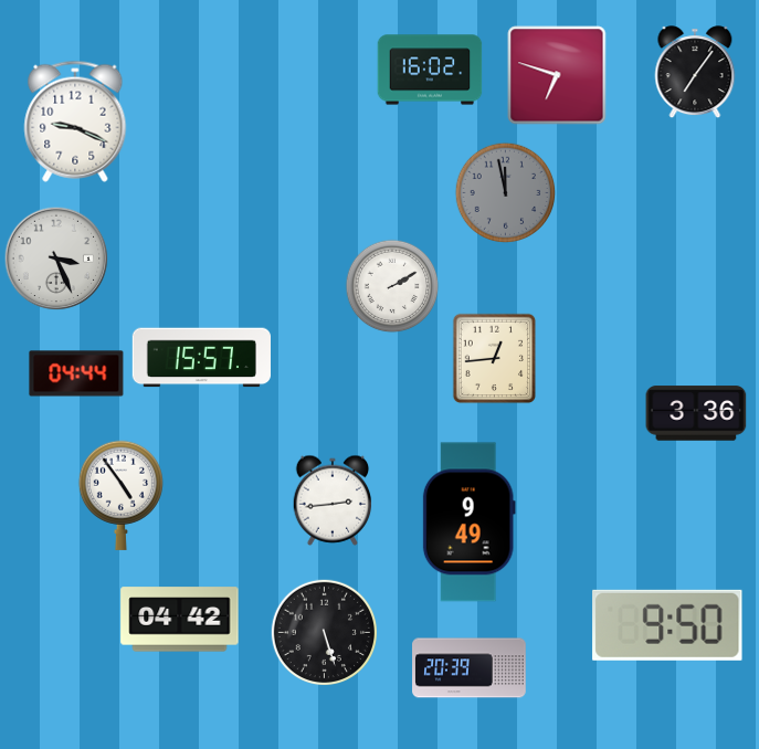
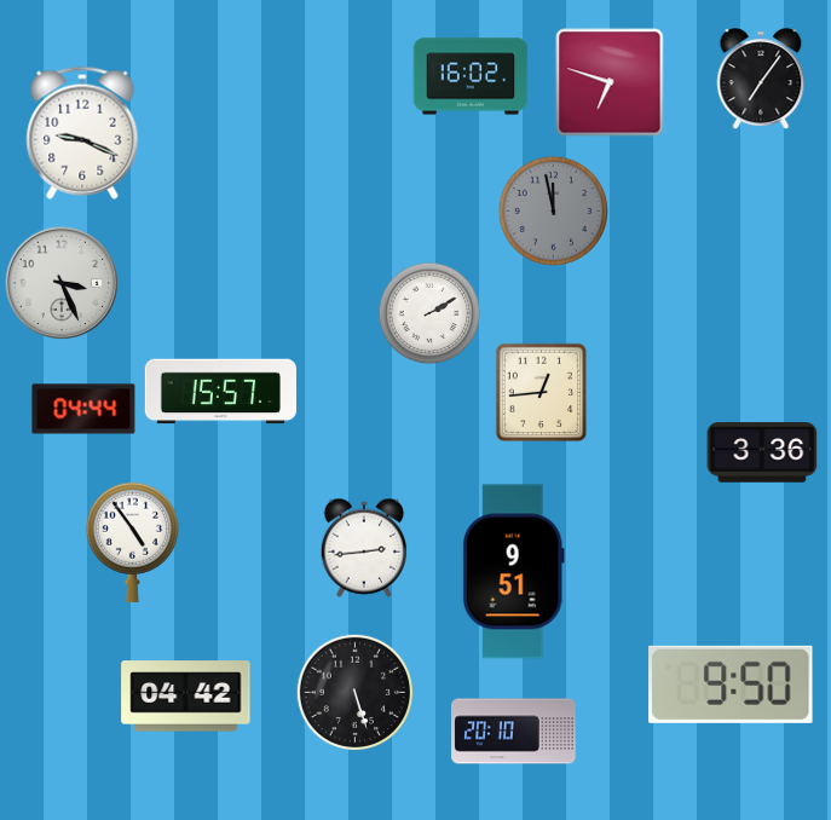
clock at (468, 523): 9:49 -> 9:51
clock at (180, 620) position: (180, 620) -> (186, 697)
clock at (470, 668): 20:39 -> 20:10
